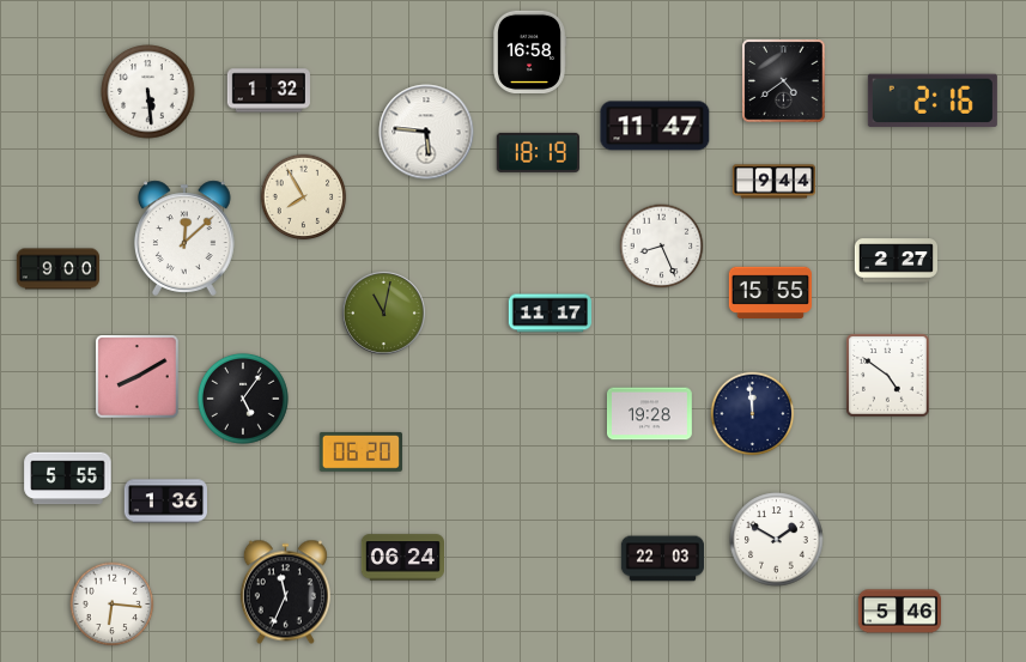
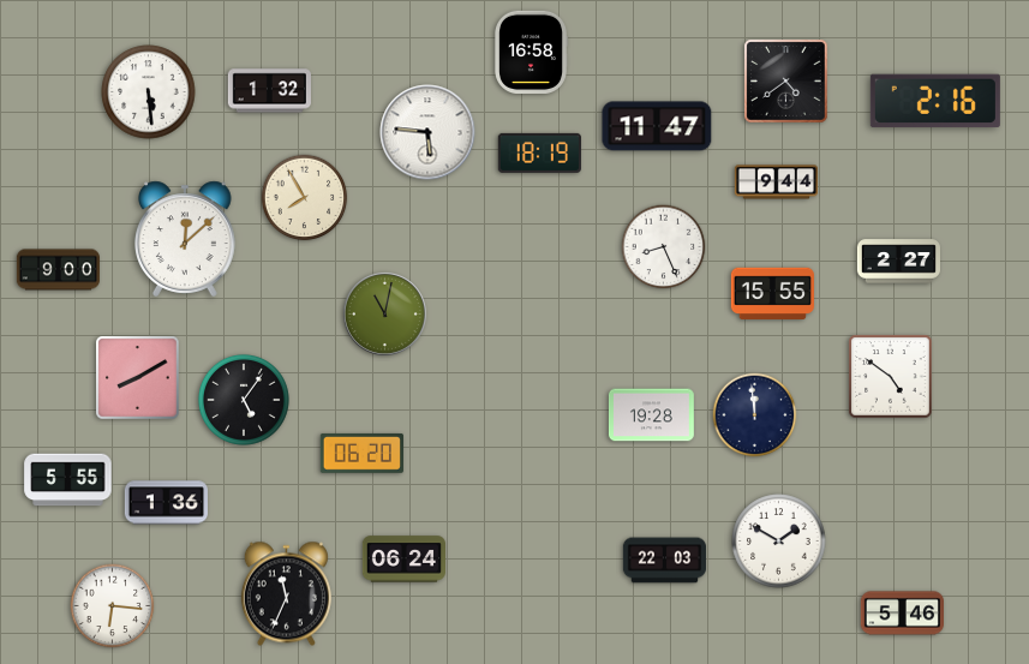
clock at (550, 314): 11:17 -> none
